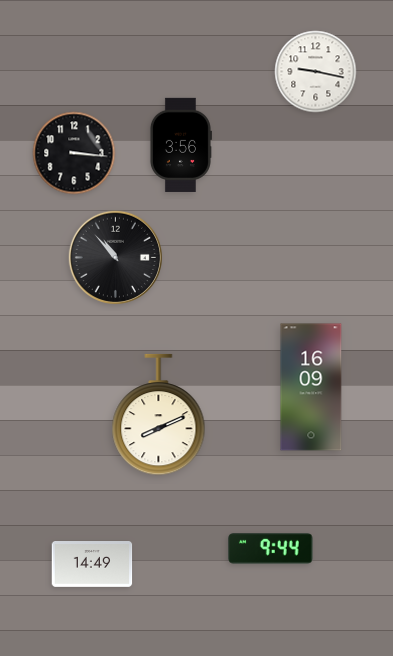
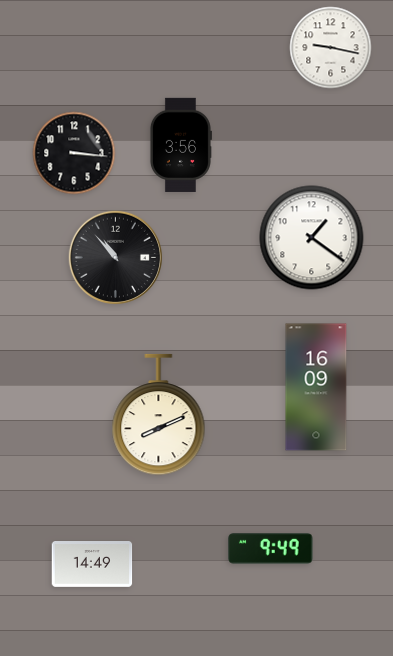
clock at (316, 72) position: (316, 72) -> (331, 48)
clock at (312, 238): none -> 1:21
clock at (311, 387) position: (311, 387) -> (316, 387)
clock at (271, 549): 9:44 -> 9:49
